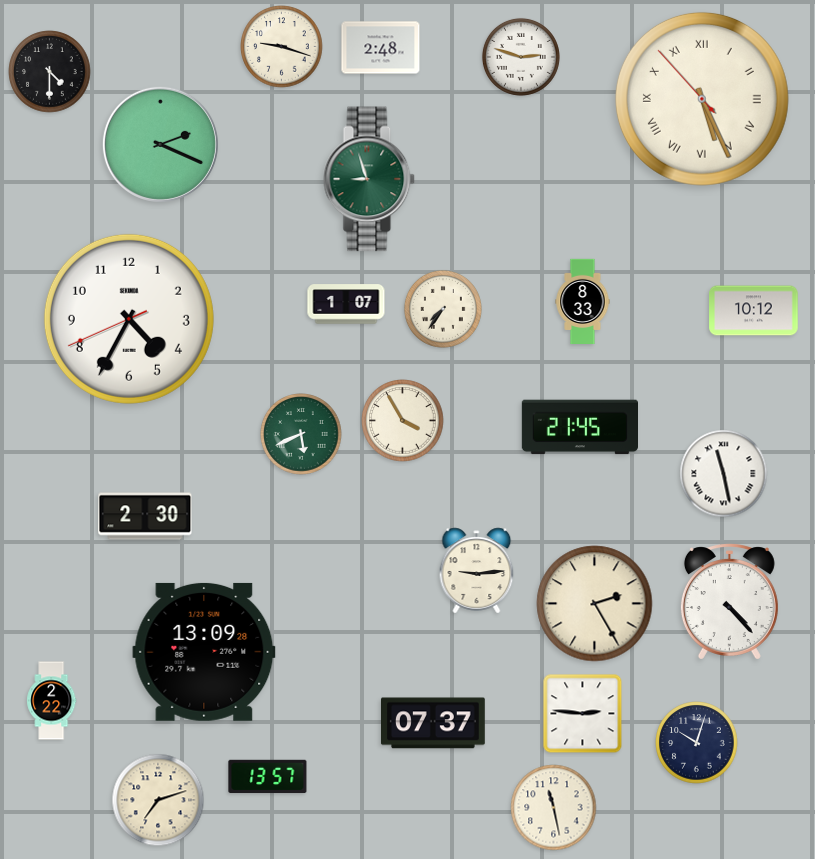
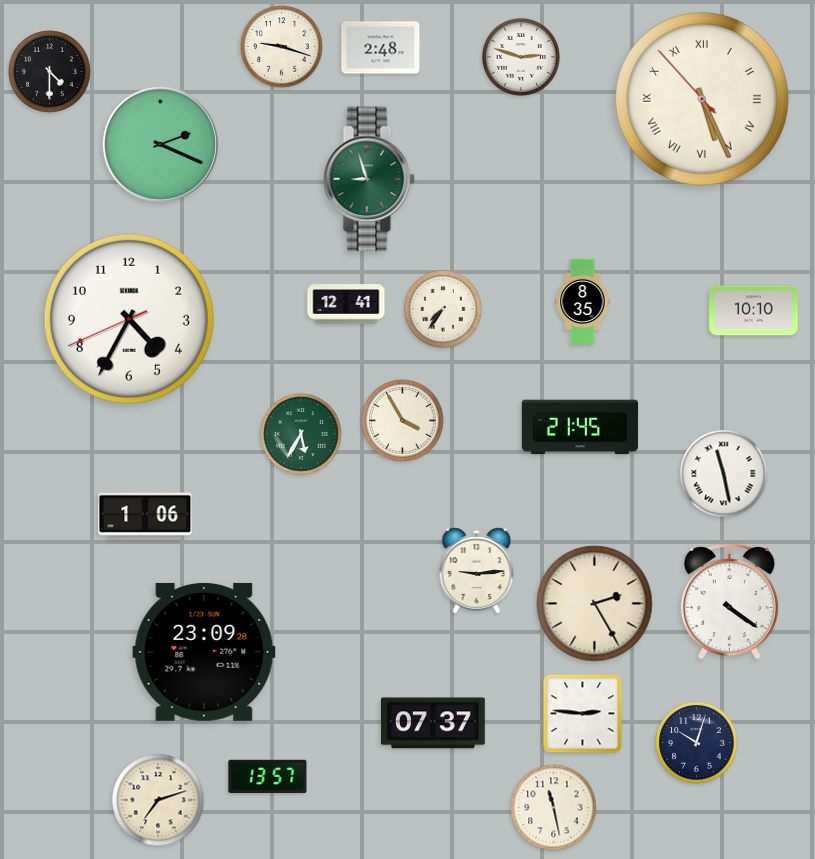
clock at (583, 302): 8:33 -> 8:35
clock at (346, 304): 1:07 -> 12:41
clock at (754, 311): 10:12 -> 10:10
clock at (301, 434): 5:41 -> 5:35
clock at (145, 516): 2:30 -> 1:06
clock at (729, 602): 4:23 -> 4:21
clock at (204, 652): 13:09 -> 23:09
clock at (52, 701): 2:22 -> none
